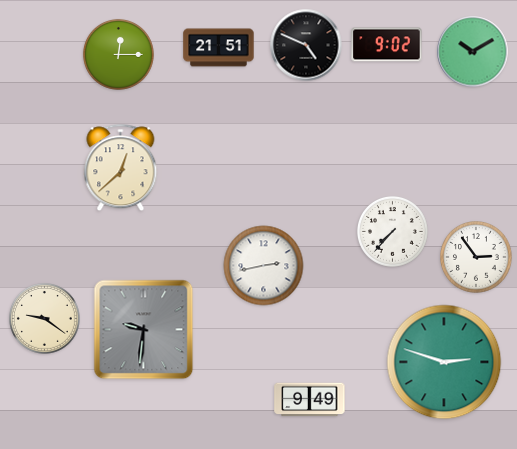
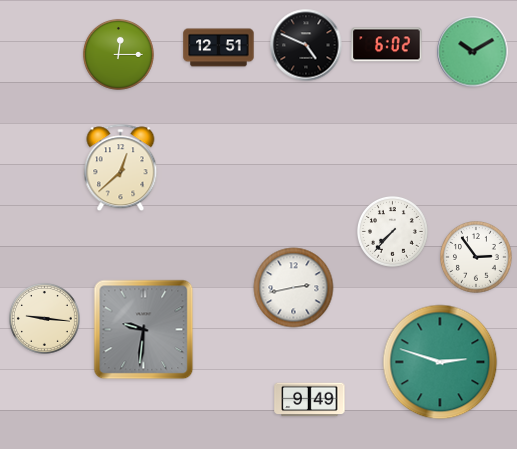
clock at (387, 45): 9:02 -> 6:02
clock at (219, 48): 21:51 -> 12:51
clock at (264, 266) position: (264, 266) -> (294, 288)
clock at (44, 318): 9:21 -> 9:16
clock at (444, 362) position: (444, 362) -> (440, 362)
